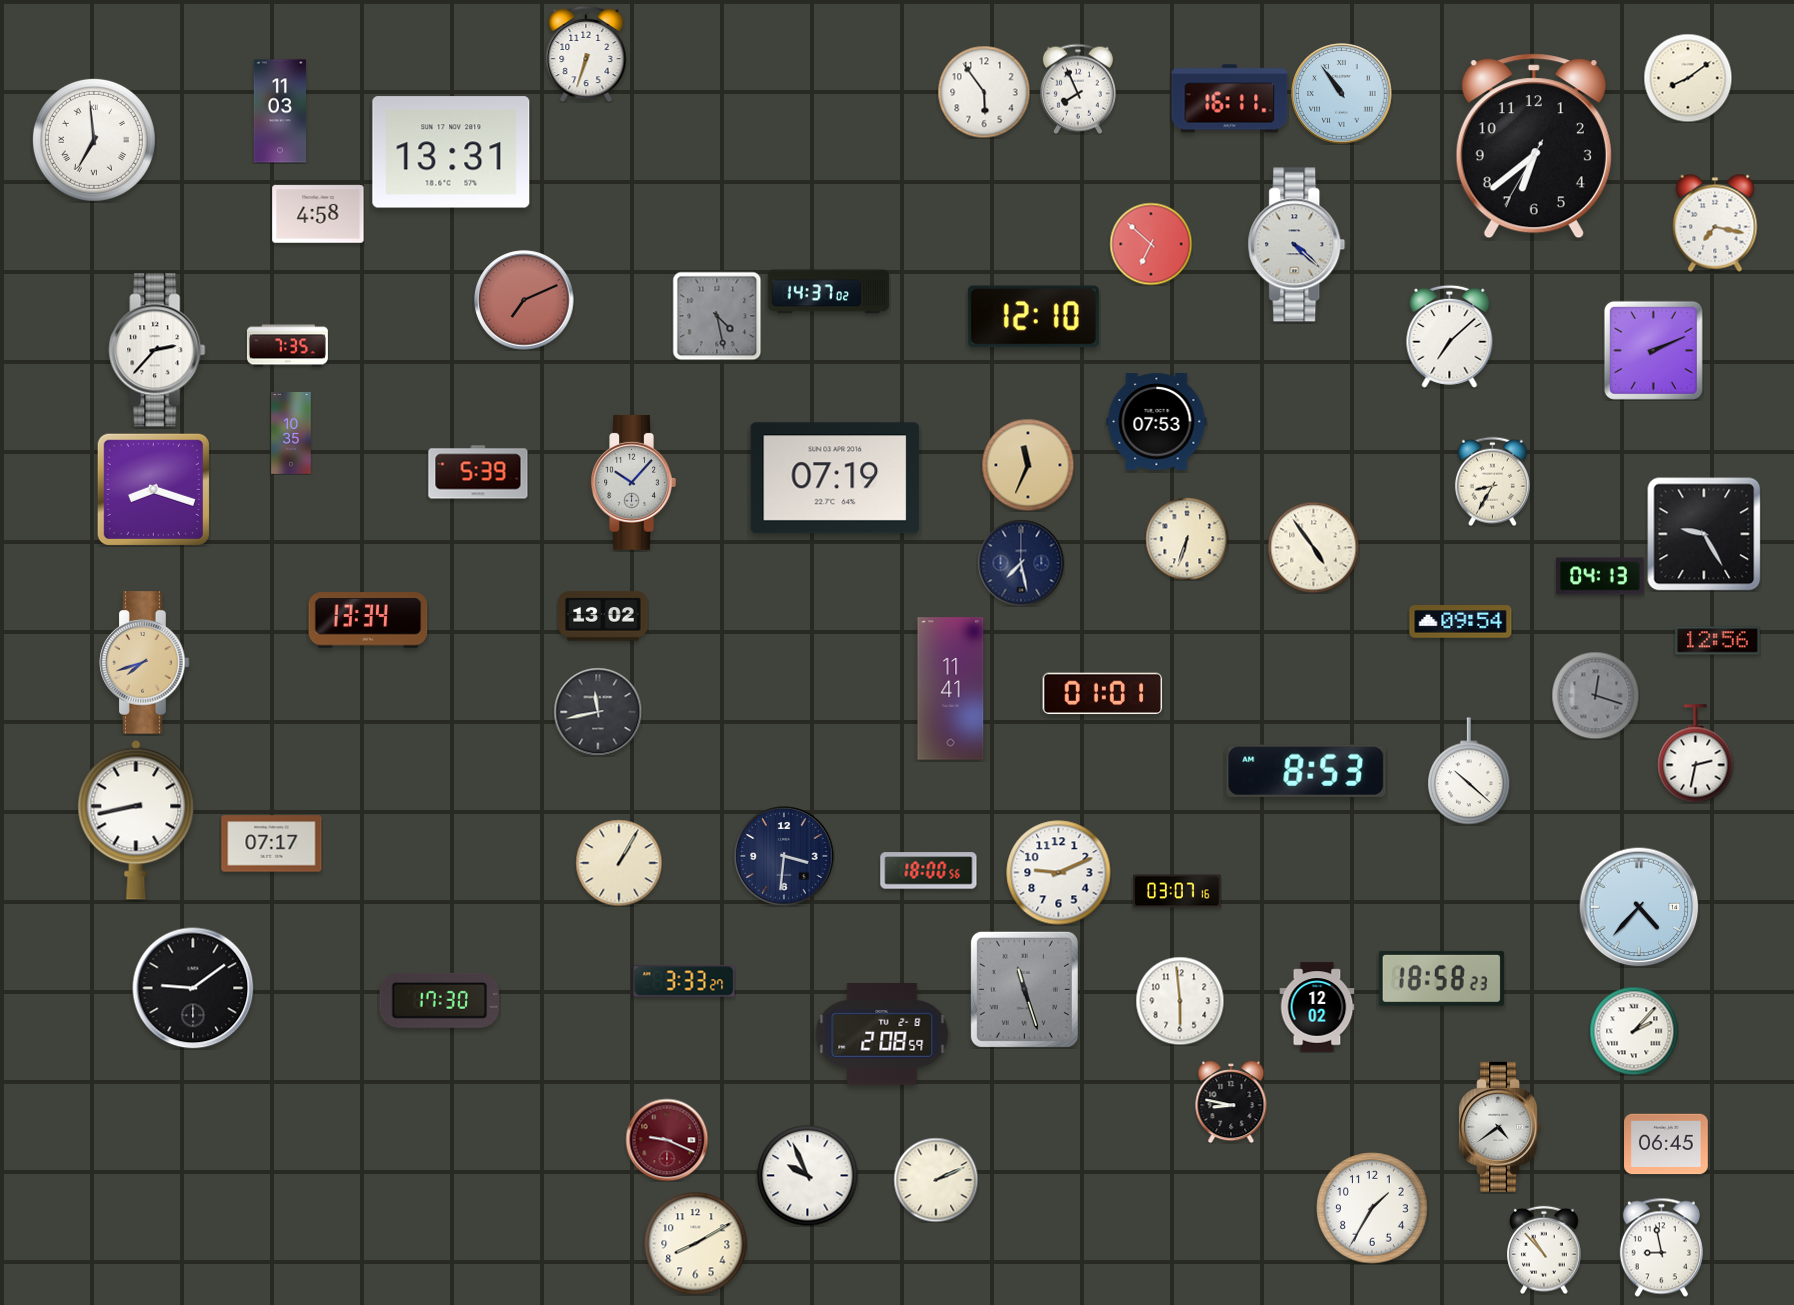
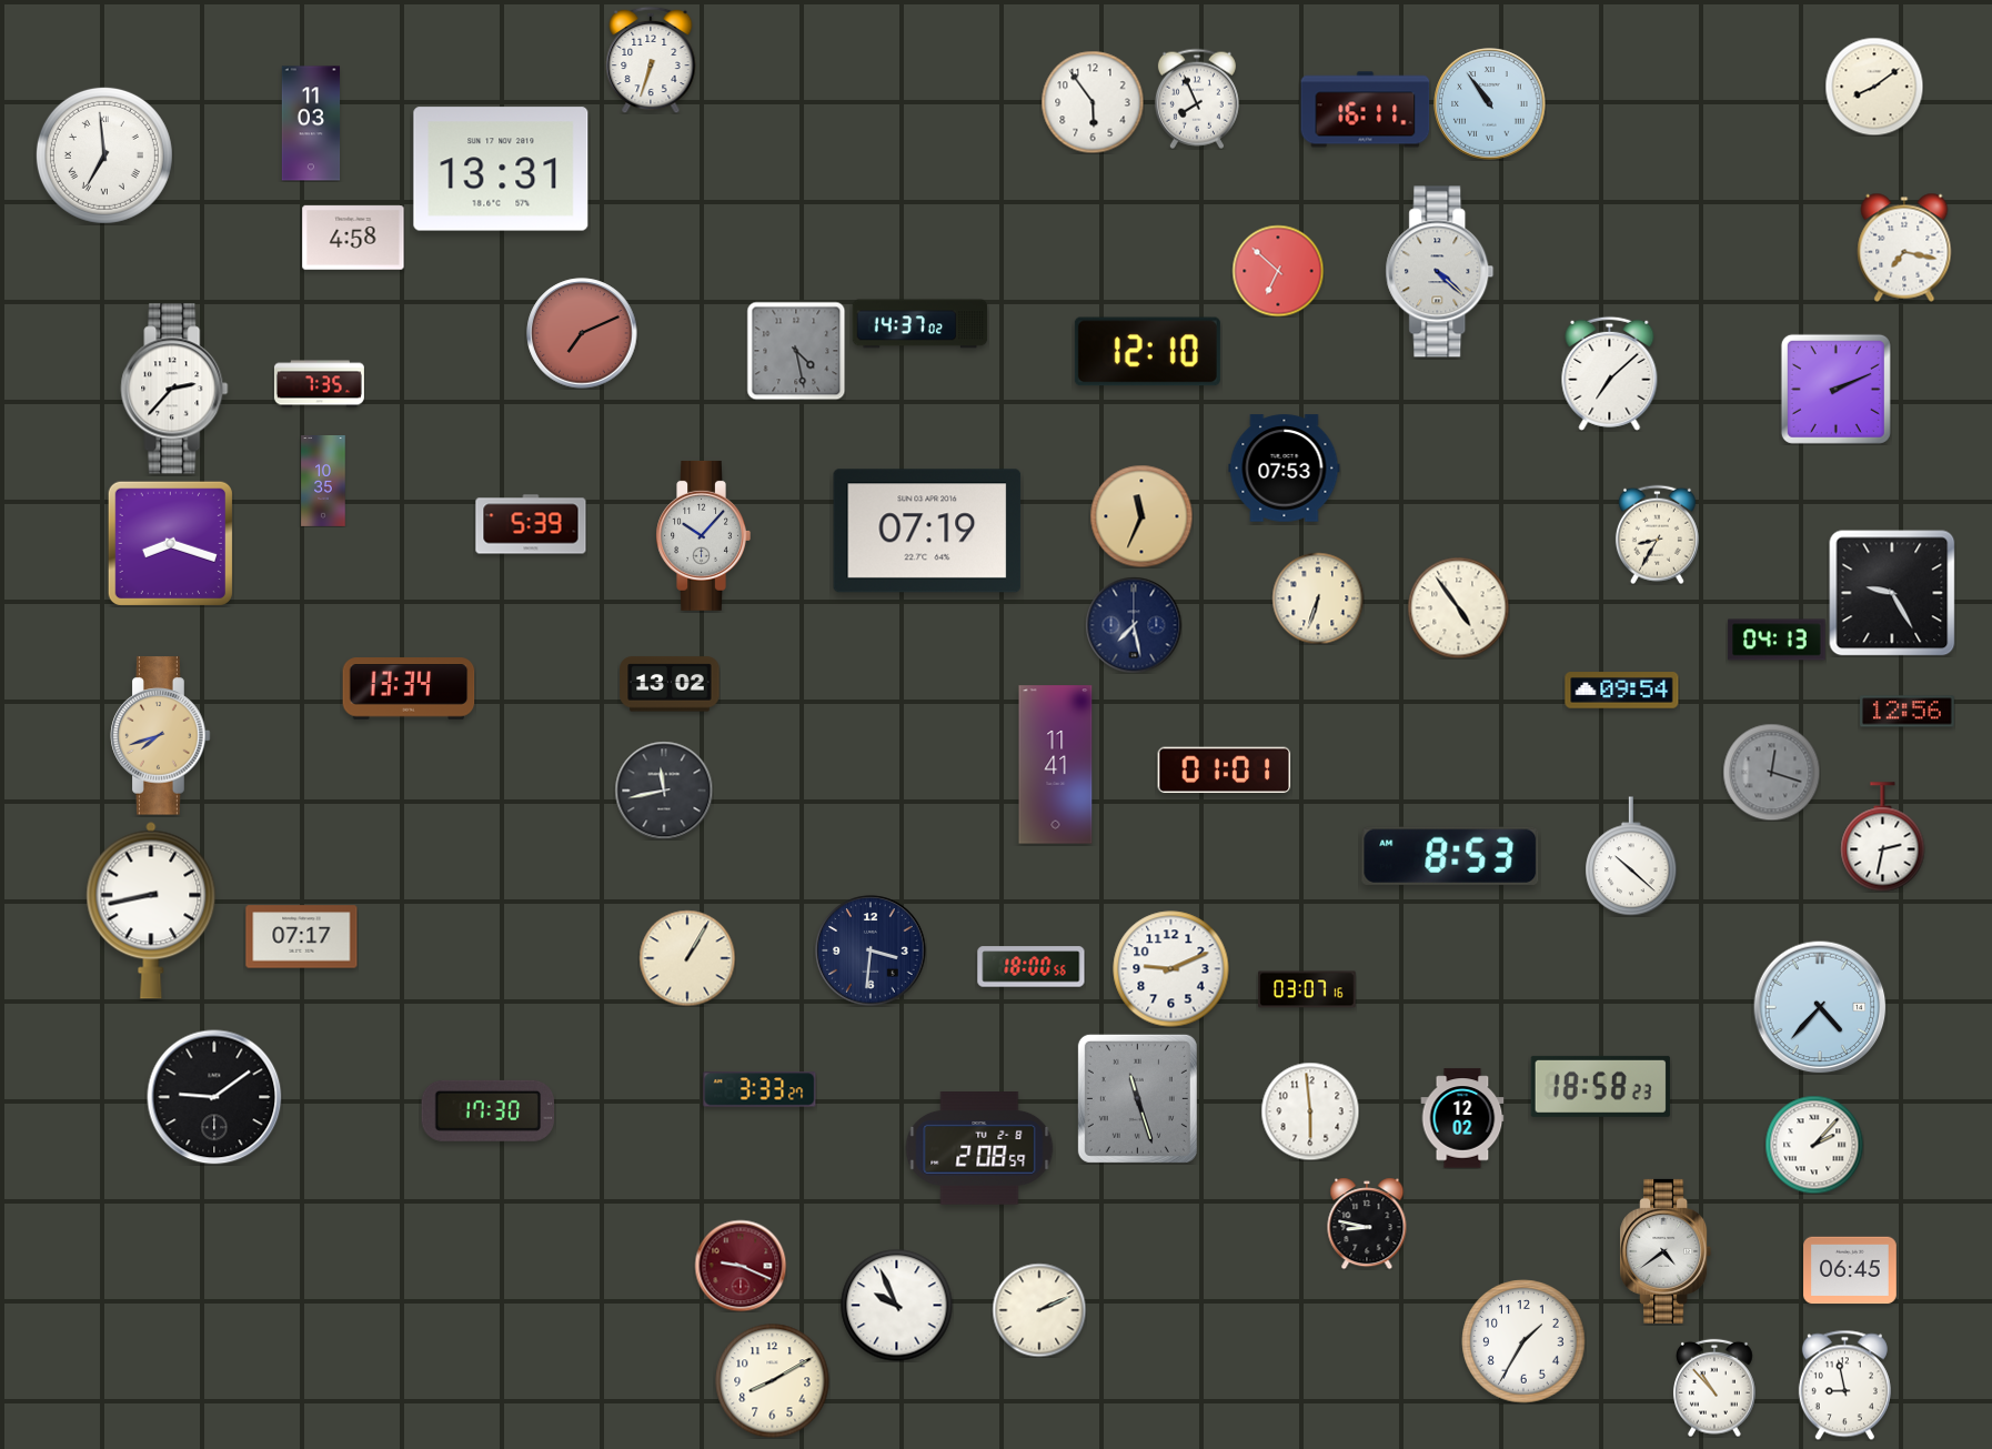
clock at (1534, 146): 6:38 -> none
clock at (1059, 873) position: (1059, 873) -> (1171, 969)
